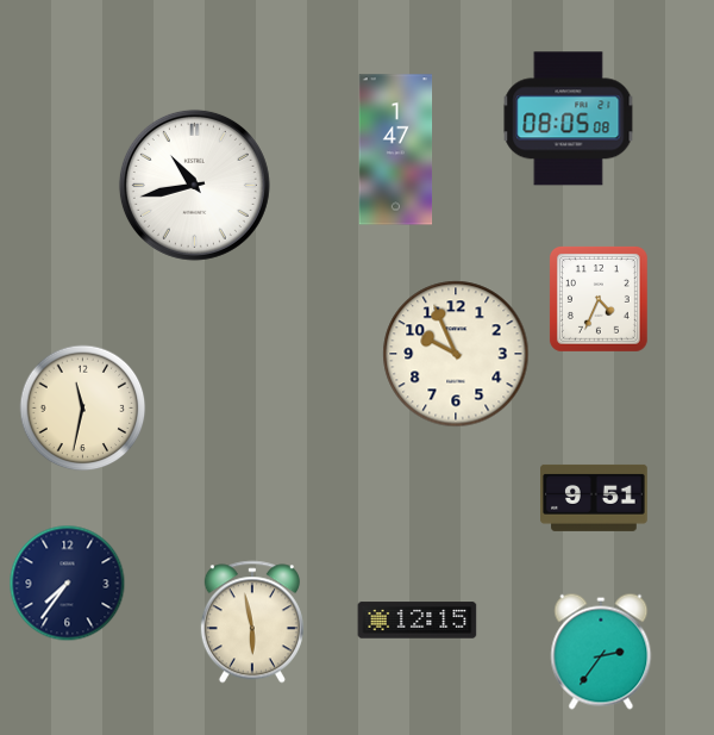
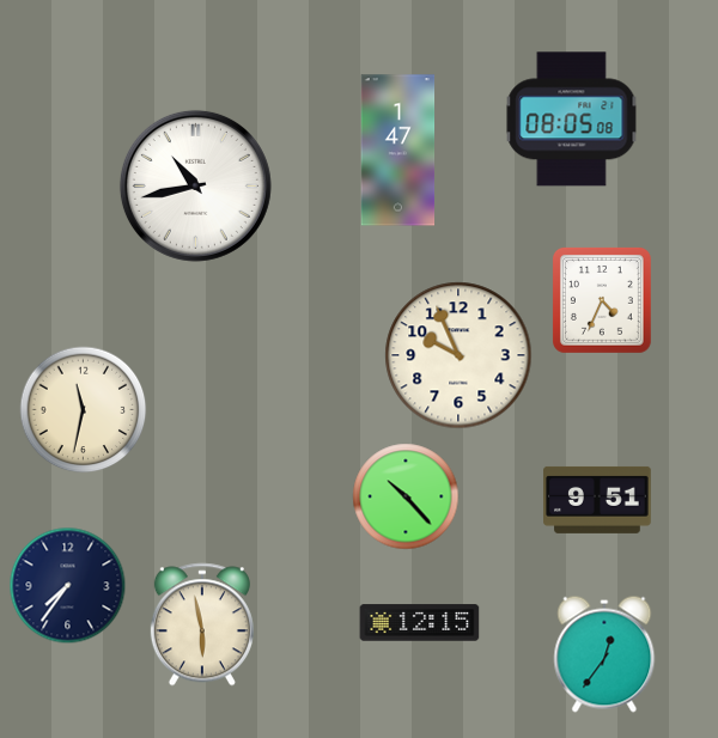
clock at (406, 496): none -> 10:23
clock at (252, 622) position: (252, 622) -> (202, 624)
clock at (601, 652): 2:36 -> 12:36
